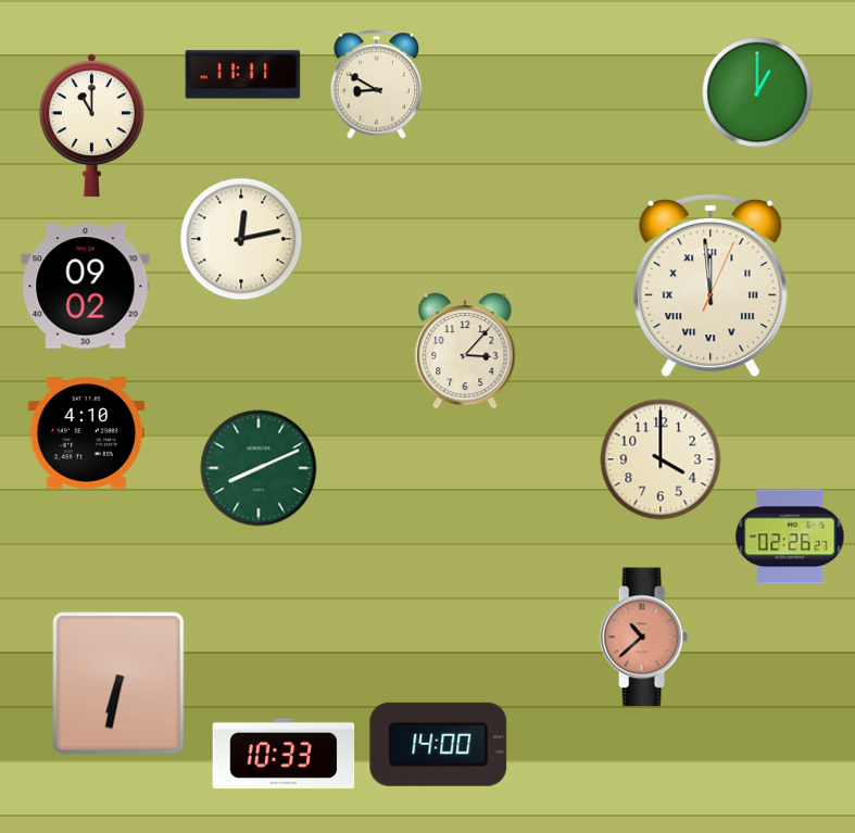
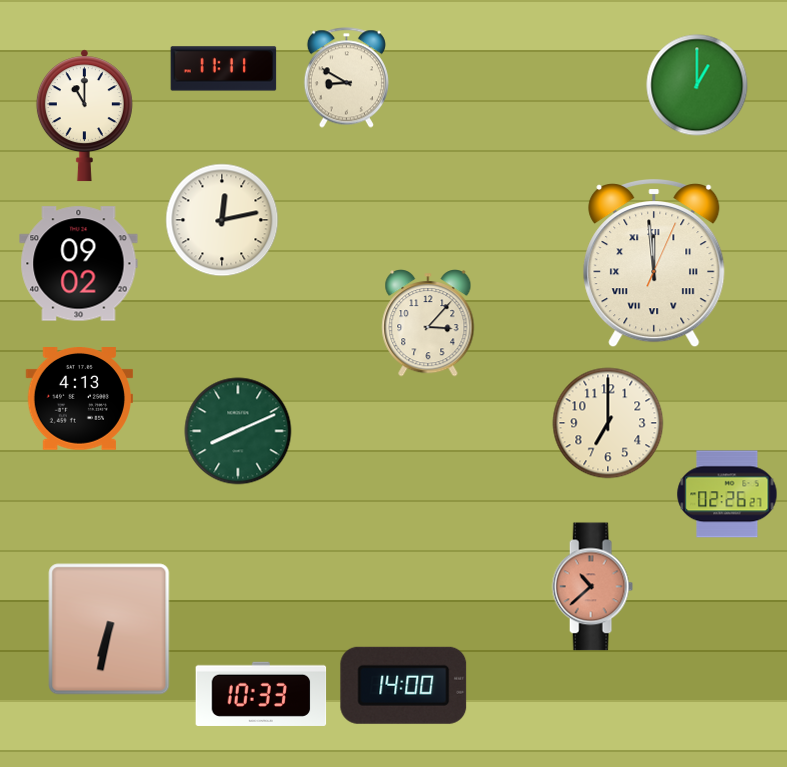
clock at (86, 433): 4:10 -> 4:13
clock at (661, 459): 4:00 -> 7:00
